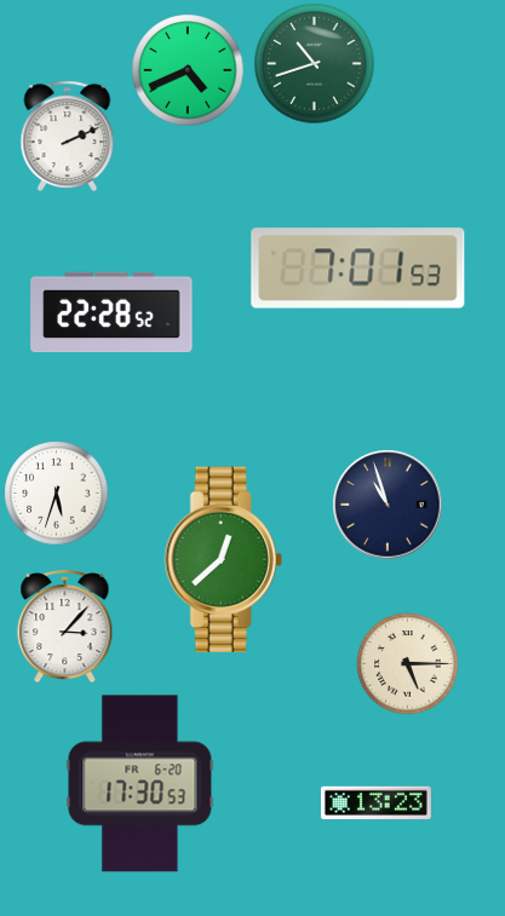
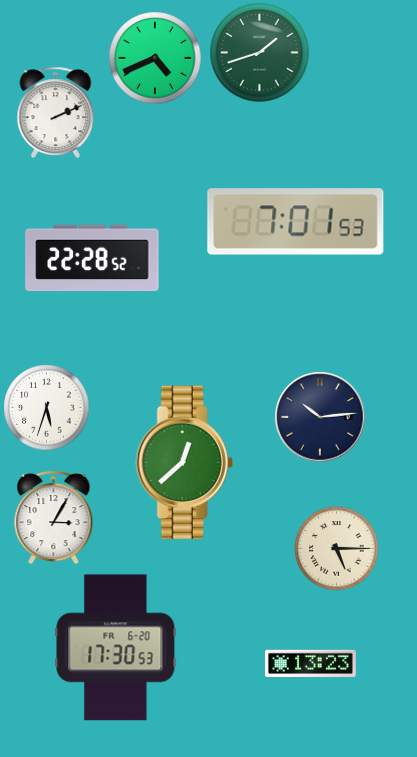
clock at (315, 64): 10:42 -> 1:42
clock at (388, 505): 10:57 -> 10:14
clock at (65, 627): 3:07 -> 3:05
